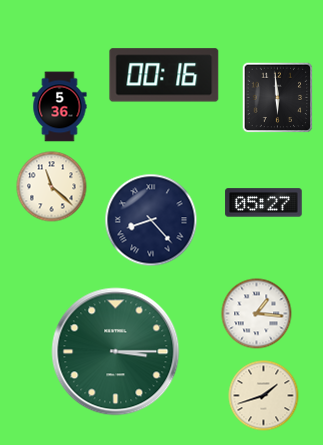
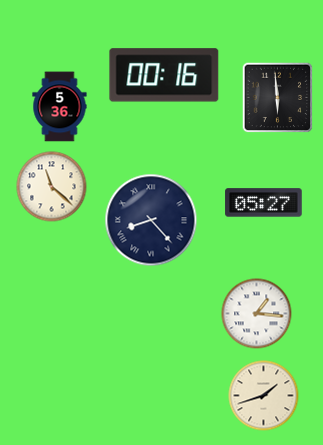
clock at (116, 352): 3:15 -> none
